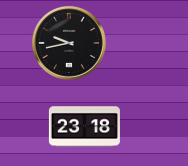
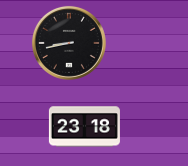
clock at (69, 43): 9:43 -> 8:43
